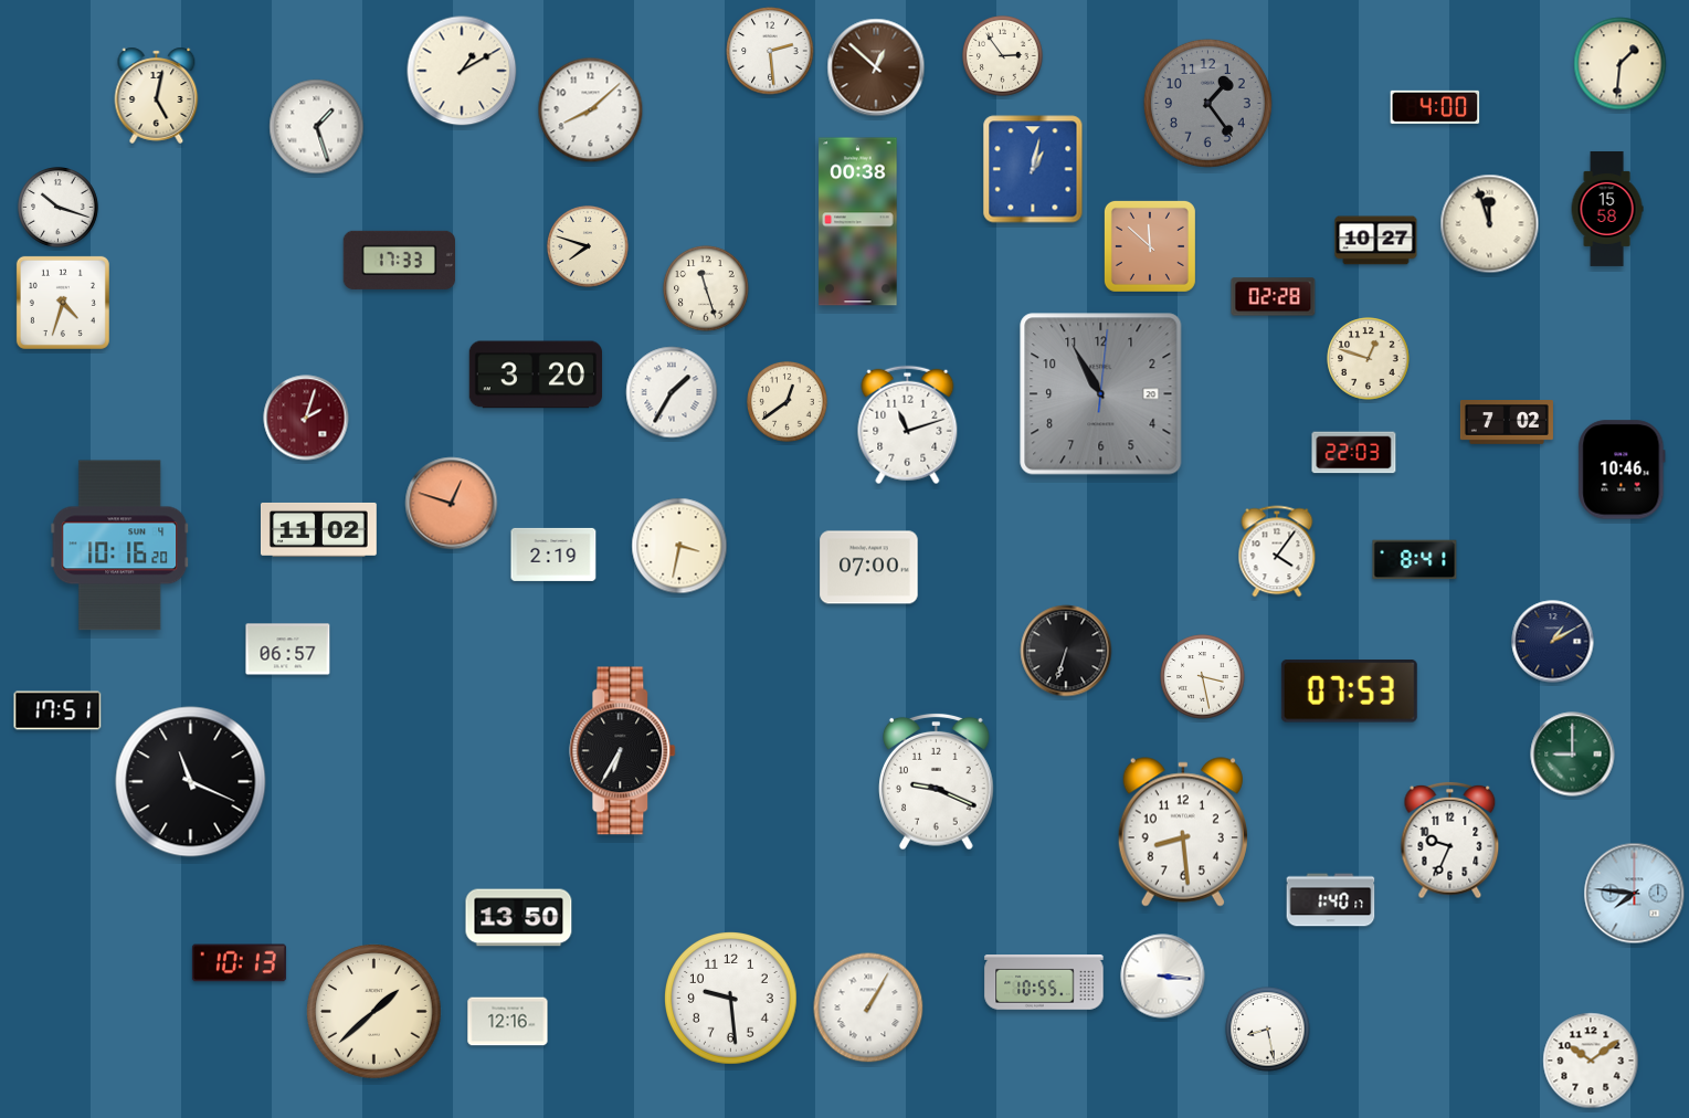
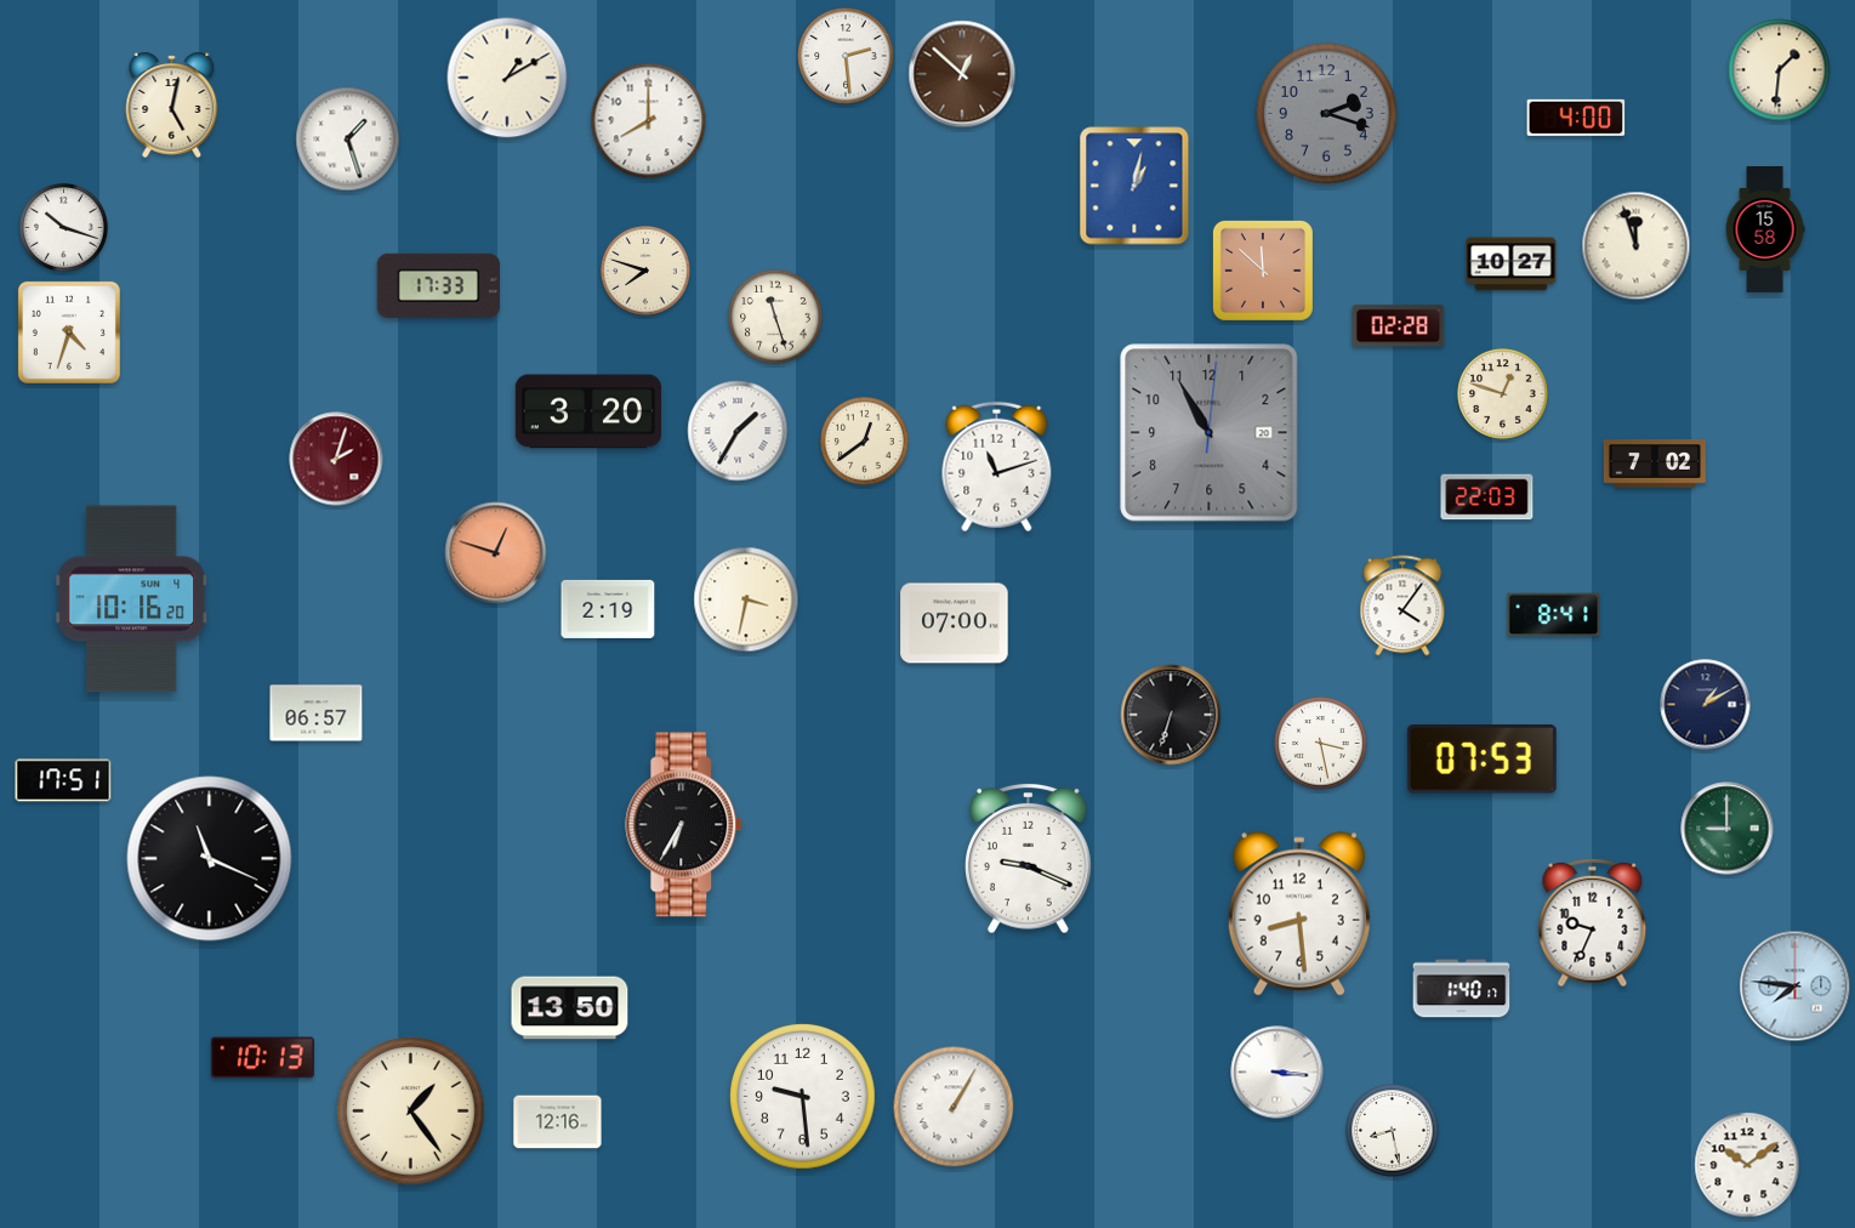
clock at (1003, 56): 2:54 -> none
clock at (1207, 103): 1:24 -> 2:18
clock at (591, 110): 8:08 -> 8:00
clock at (858, 222): 00:38 -> none
clock at (1622, 470): 10:46 -> none
clock at (319, 529): 11:02 -> none
clock at (1635, 894) position: (1635, 894) -> (1796, 987)
clock at (1044, 983): 10:55 -> none
clock at (374, 1012): 1:38 -> 1:24
